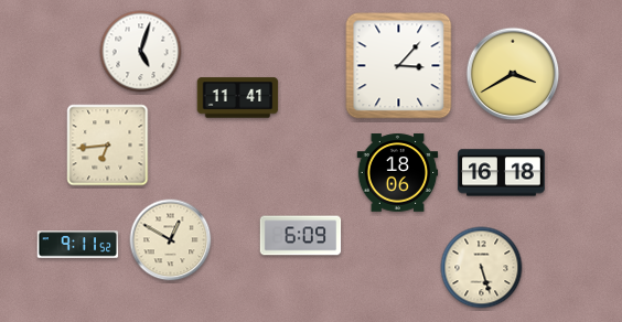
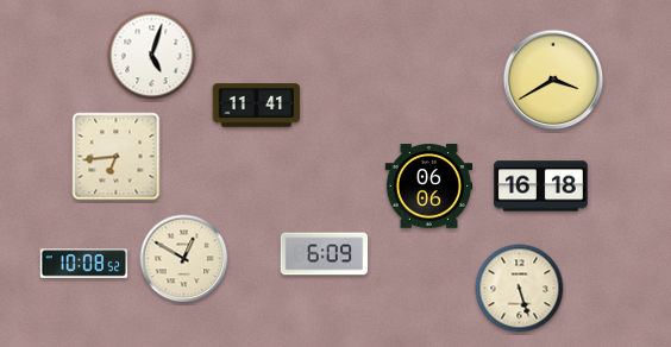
clock at (399, 66): 3:07 -> none
clock at (398, 173): 18:06 -> 06:06
clock at (78, 245): 9:11 -> 10:08
